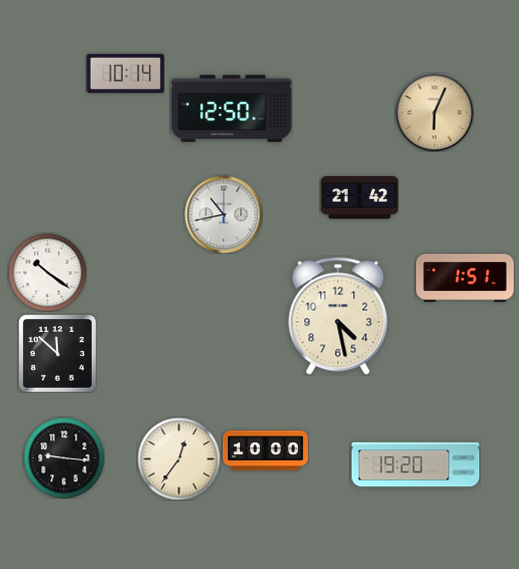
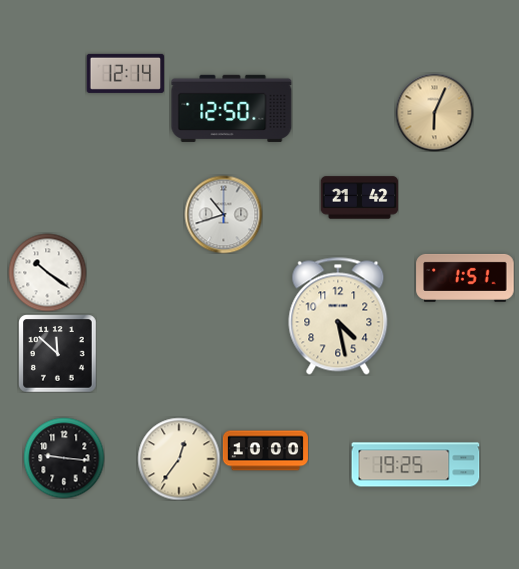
clock at (125, 73): 10:14 -> 12:14
clock at (223, 214): 10:43 -> 10:42
clock at (416, 465): 19:20 -> 19:25
